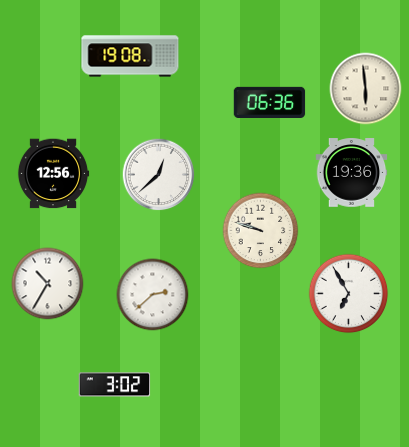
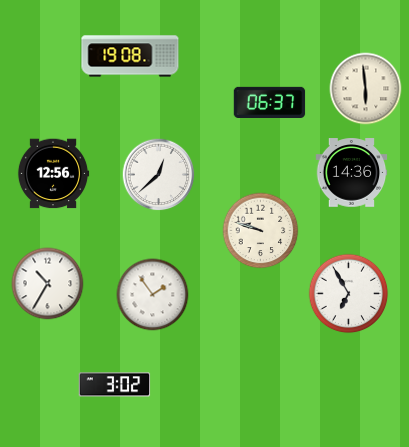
clock at (270, 102): 06:36 -> 06:37
clock at (352, 173): 19:36 -> 14:36
clock at (153, 295): 2:38 -> 1:54
